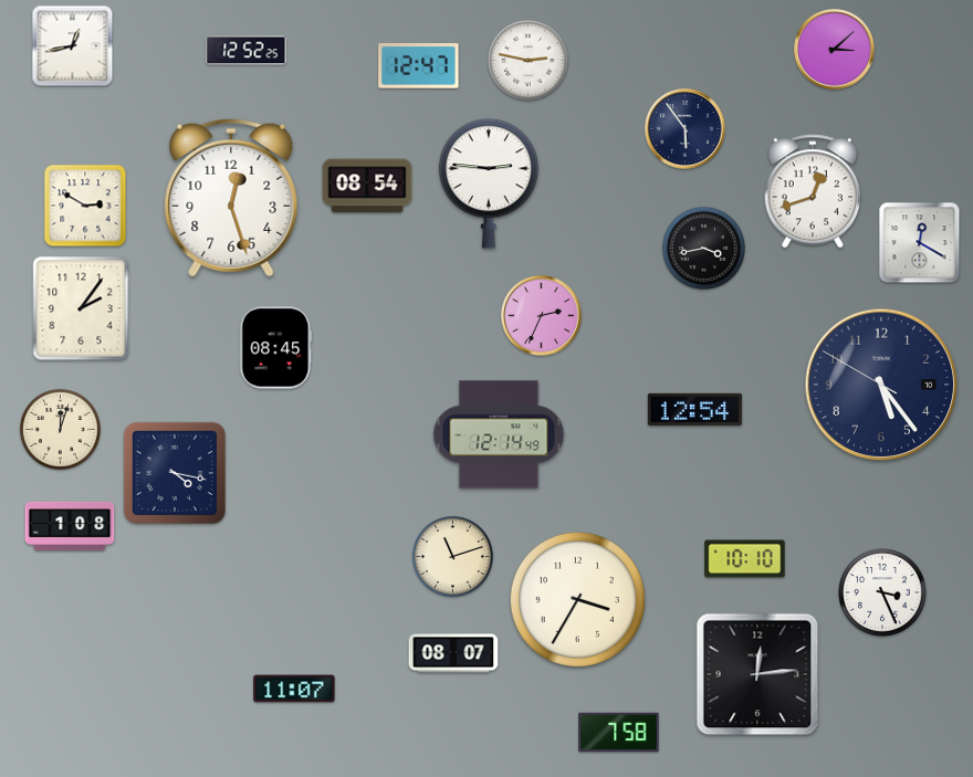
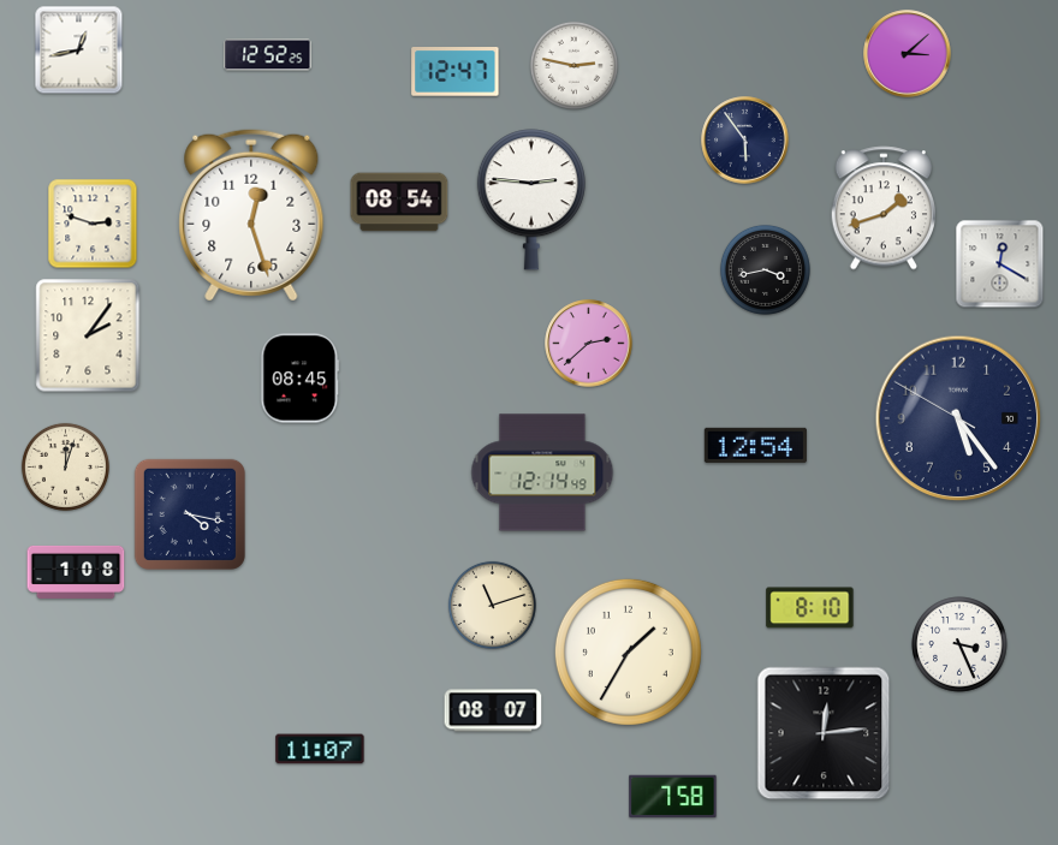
clock at (813, 191): 12:42 -> 1:42
clock at (85, 206): 2:50 -> 2:48
clock at (542, 316): 2:34 -> 2:38
clock at (745, 559): 10:10 -> 8:10
clock at (577, 599): 3:35 -> 1:35
